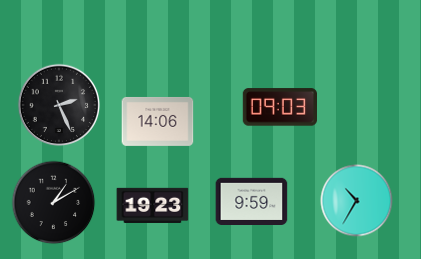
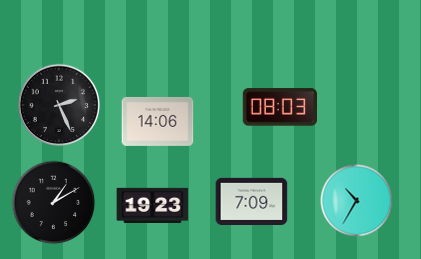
clock at (279, 107): 09:03 -> 08:03
clock at (252, 201): 9:59 -> 7:09
